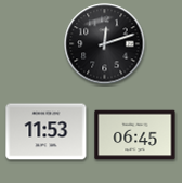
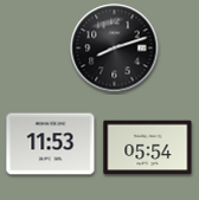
clock at (105, 44): 12:12 -> 8:12
clock at (135, 135): 06:45 -> 05:54
